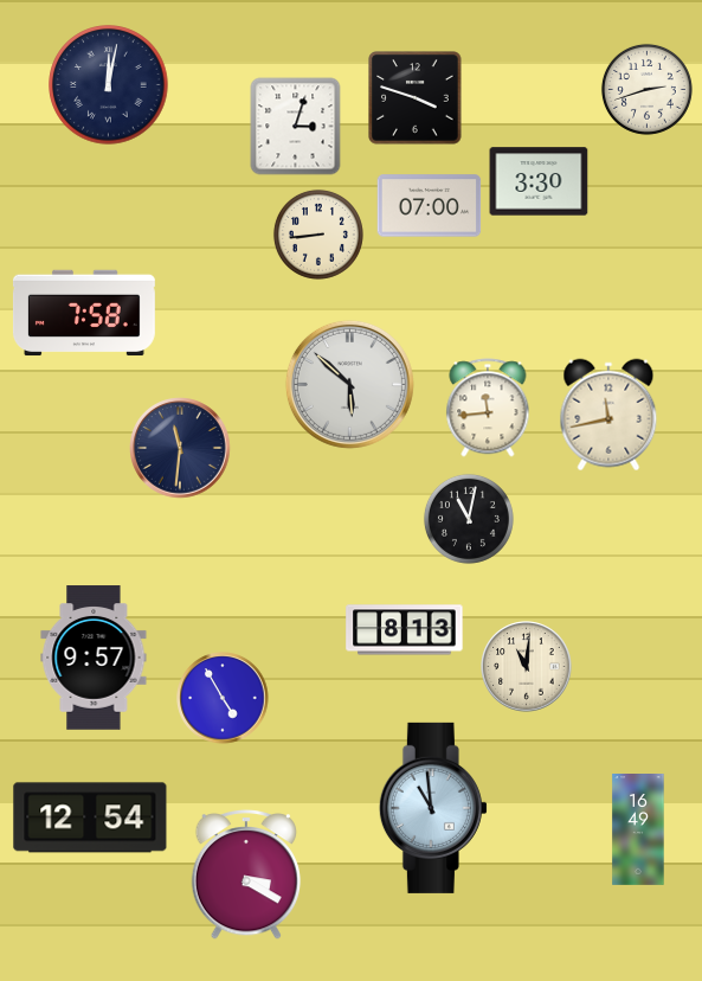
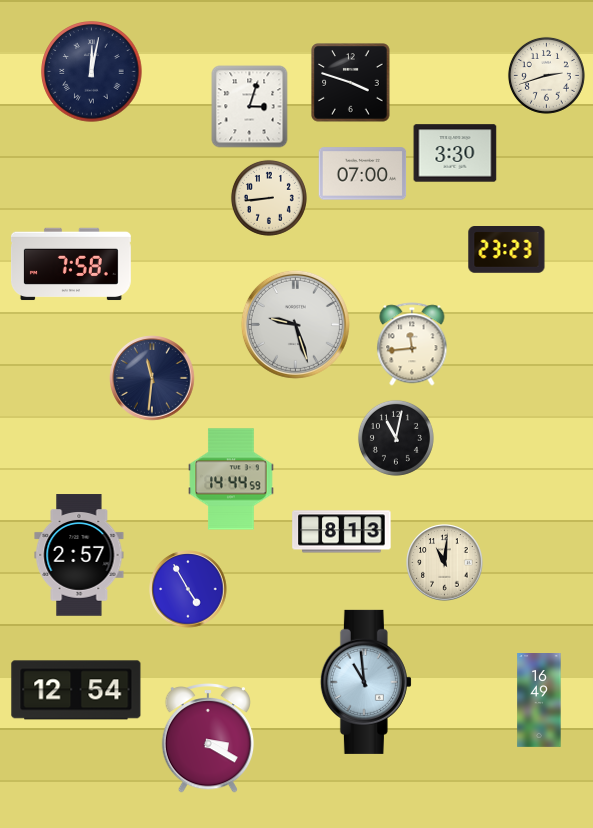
clock at (507, 250): none -> 23:23
clock at (349, 384): 5:52 -> 9:27
clock at (608, 415): 11:43 -> none
clock at (231, 479): none -> 14:44
clock at (94, 658): 9:57 -> 2:57
